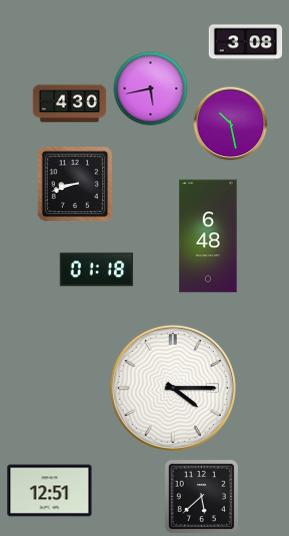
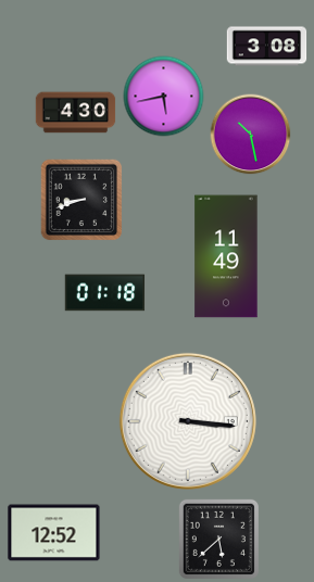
clock at (208, 236): 6:48 -> 11:49
clock at (173, 388): 4:15 -> 3:16
clock at (50, 491): 12:51 -> 12:52
